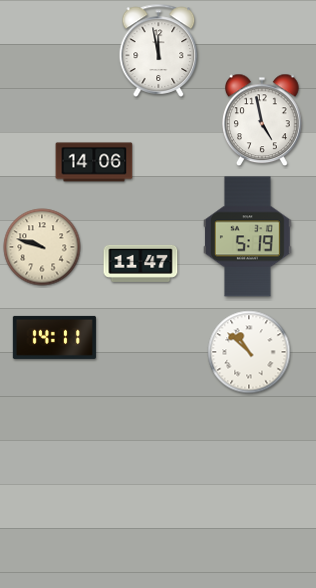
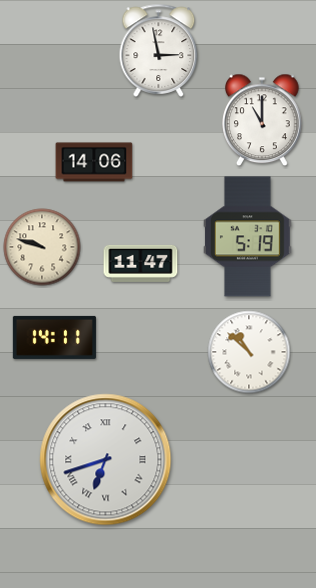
clock at (159, 50): 11:58 -> 2:58
clock at (263, 120): 4:58 -> 11:00
clock at (106, 460): none -> 6:42
